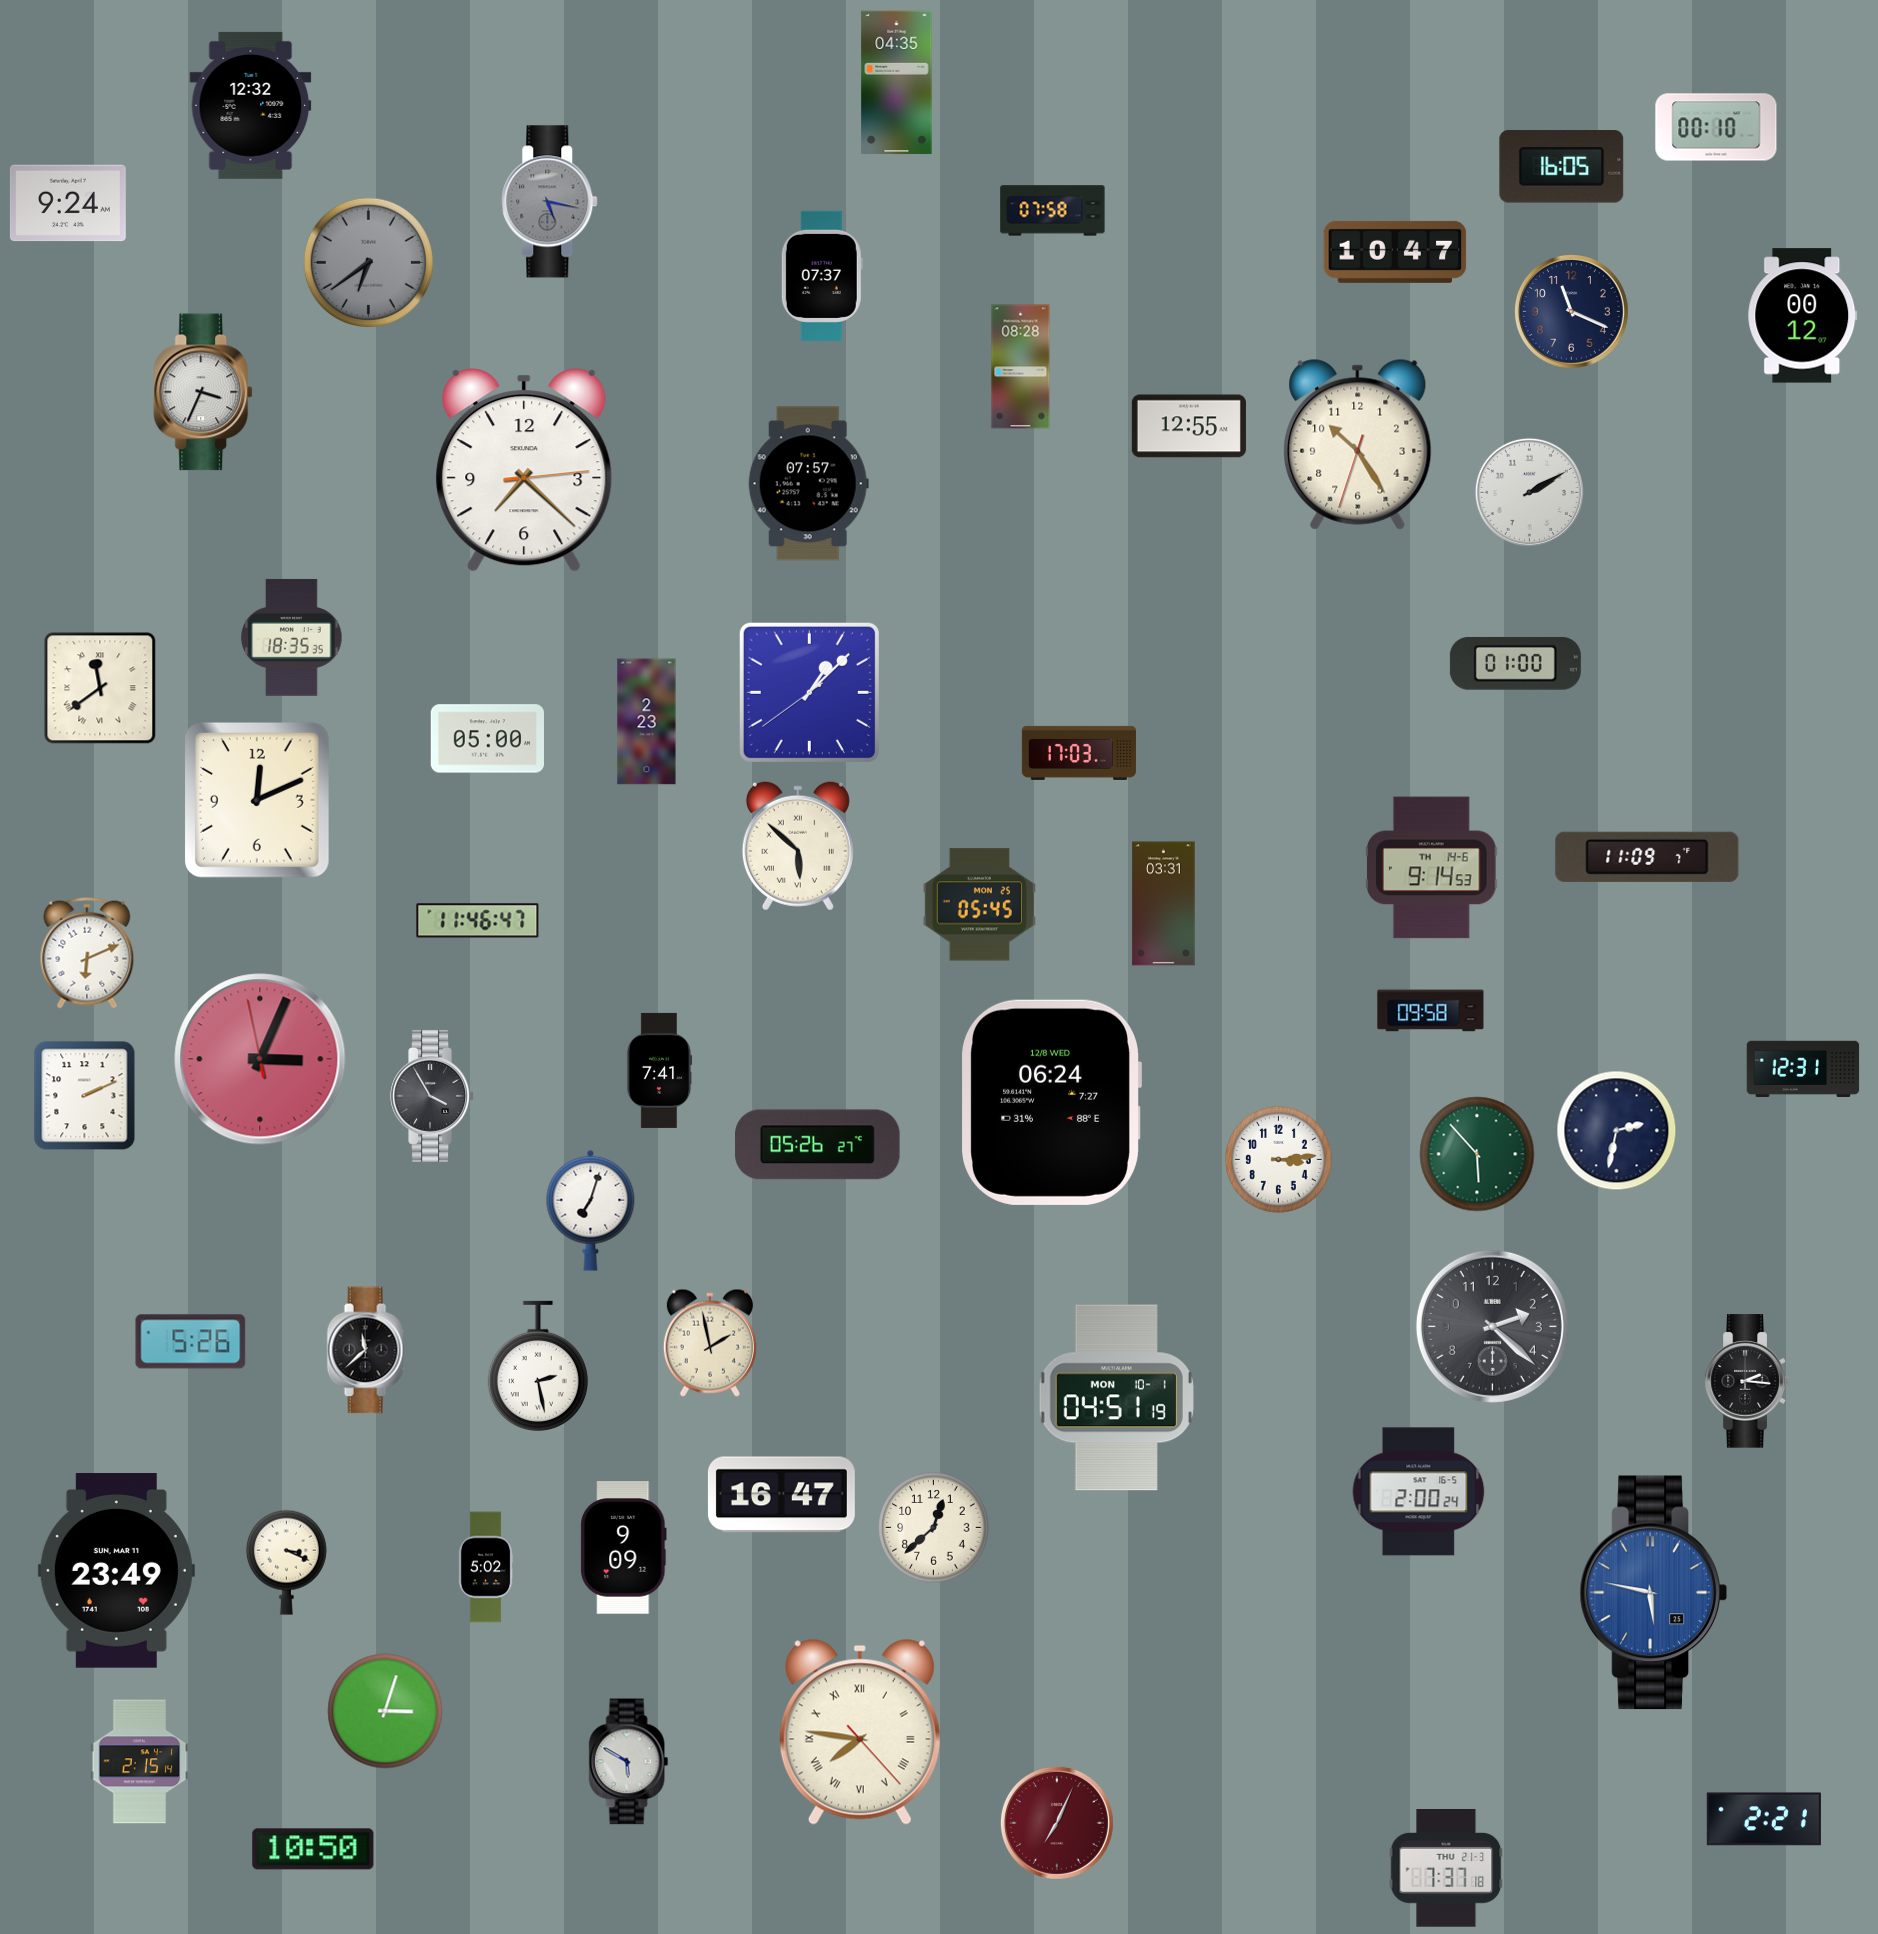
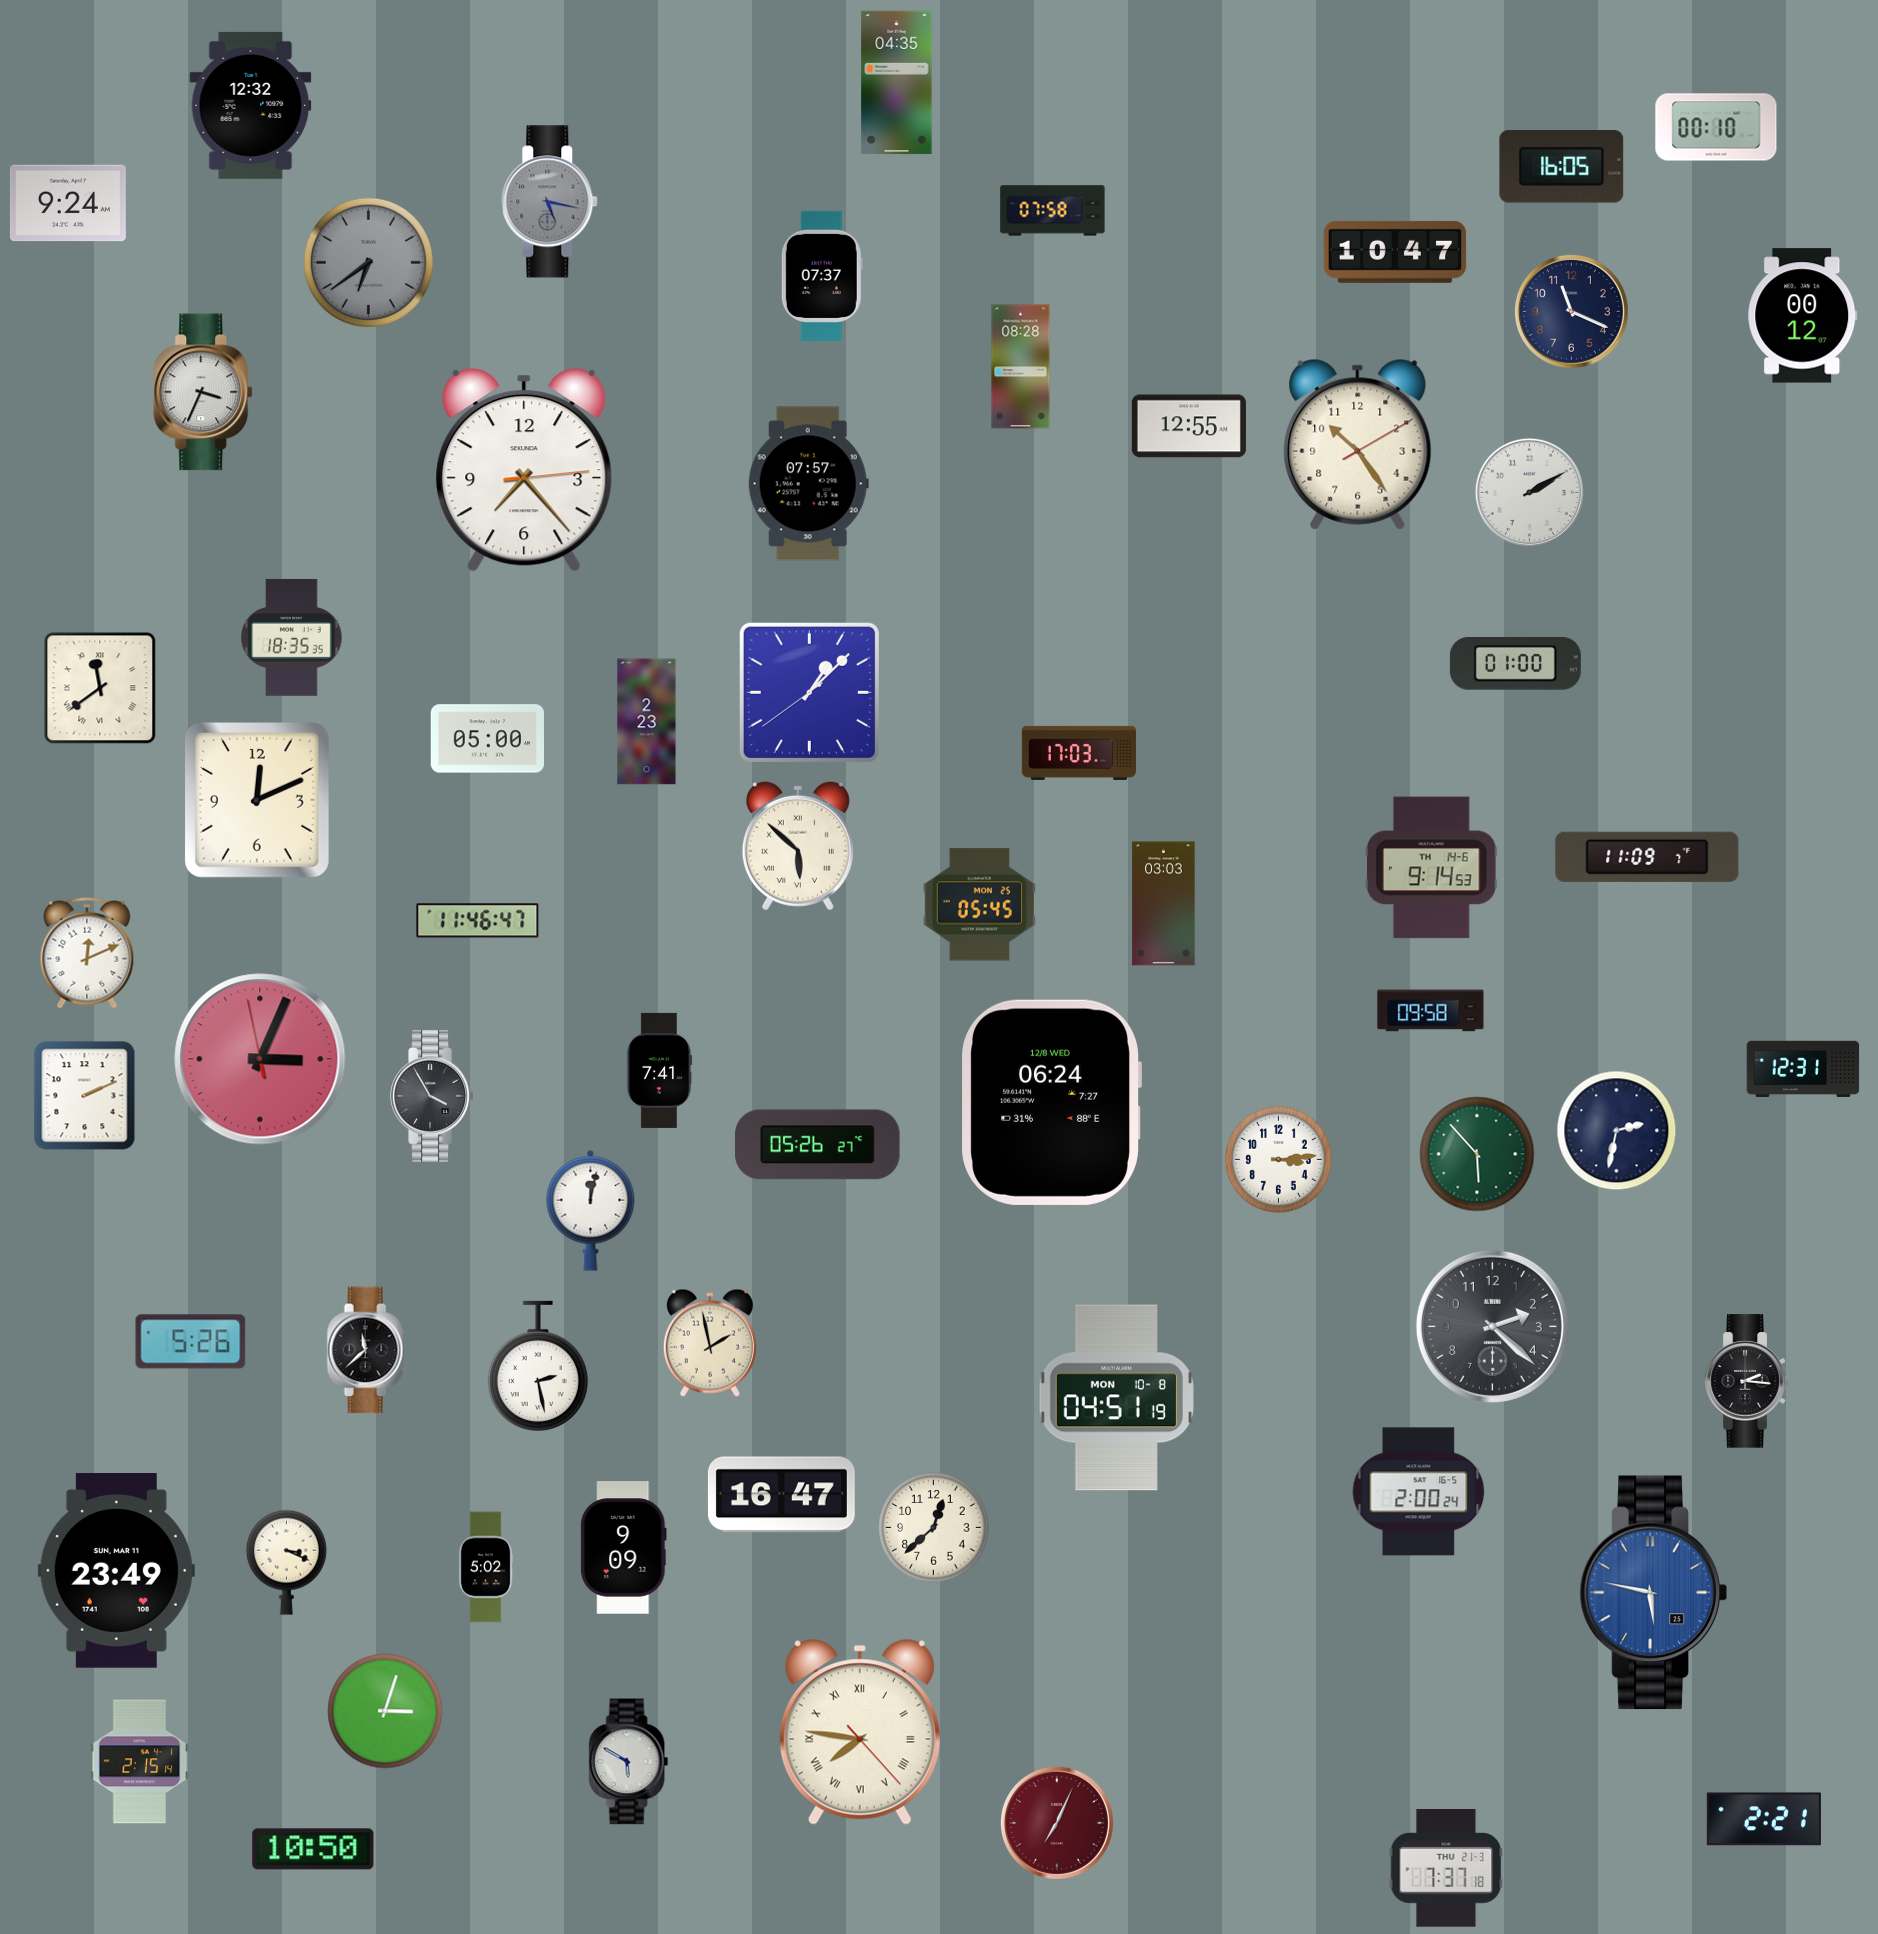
clock at (1358, 444): 10:24:33 -> 10:24:10
clock at (524, 470): 7:22 -> 7:23
clock at (1164, 904): 03:31 -> 03:03
clock at (87, 953): 6:11 -> 12:11
clock at (591, 1210): 7:03 -> 12:02
clock at (1116, 1398) date: MON 10-1 -> MON 10-8
